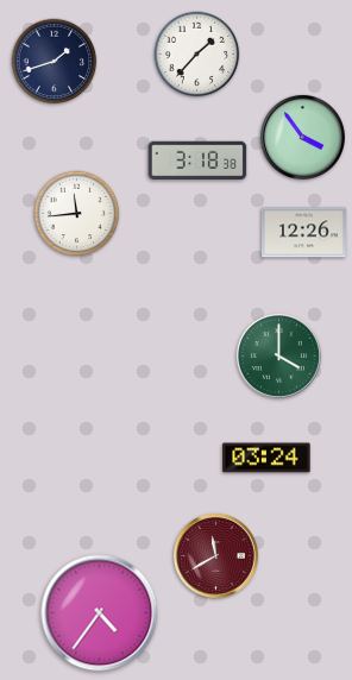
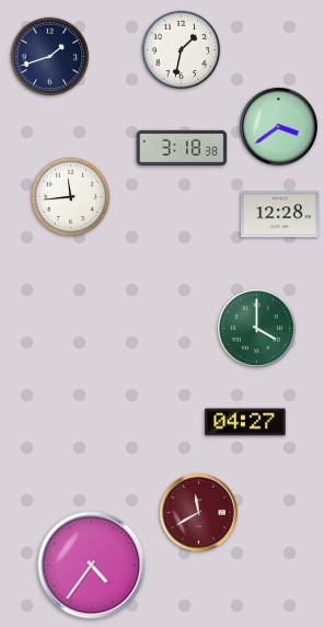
clock at (197, 55): 1:37 -> 1:32
clock at (302, 137): 3:54 -> 3:39
clock at (303, 233): 12:26 -> 12:28
clock at (266, 458): 03:24 -> 04:27
